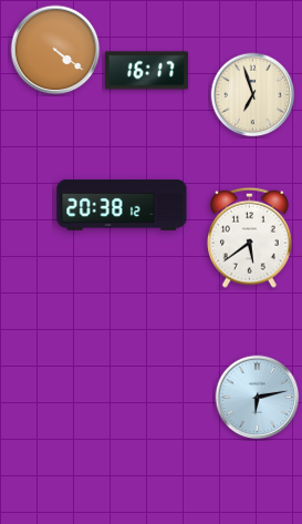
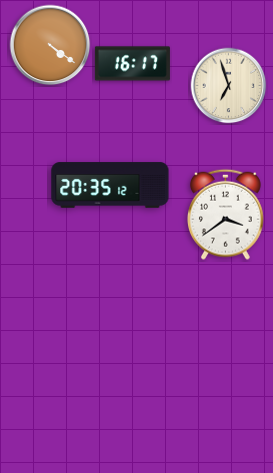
clock at (122, 205): 20:38 -> 20:35
clock at (250, 237): 5:39 -> 3:39
clock at (258, 398): 6:13 -> none
